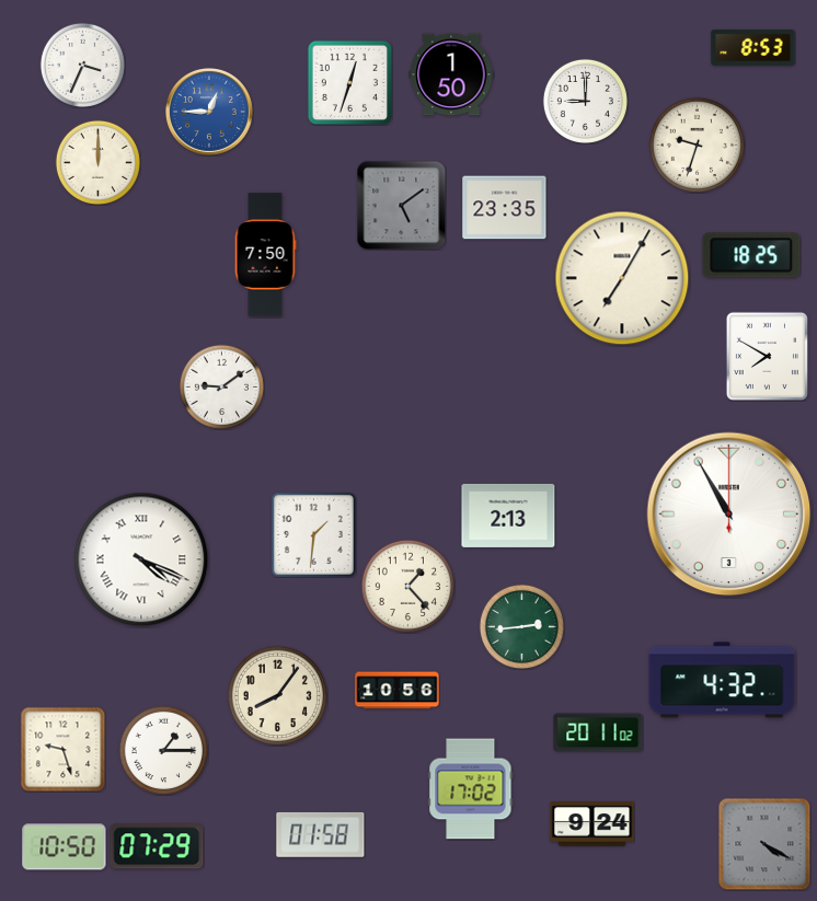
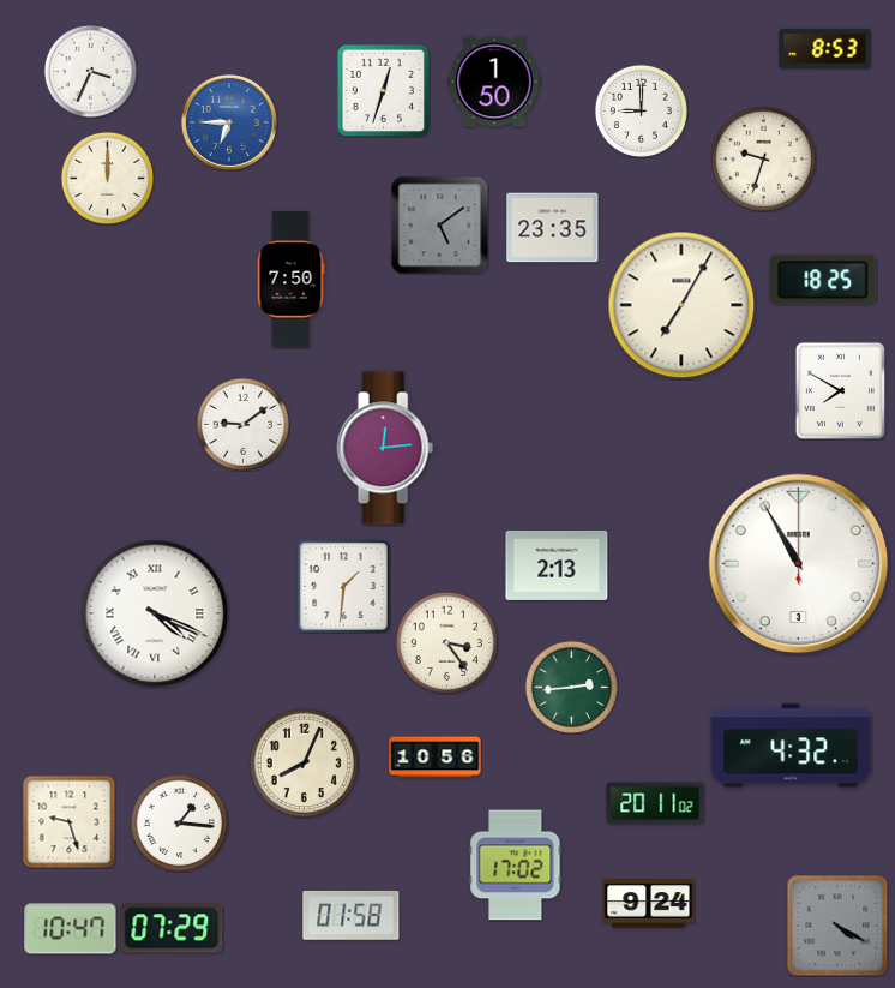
clock at (753, 47) position: (753, 47) -> (825, 48)
clock at (209, 112): 12:45 -> 6:45
clock at (385, 448): none -> 12:14
clock at (407, 586): 1:23 -> 3:24
clock at (277, 695): 8:06 -> 8:04
clock at (163, 750): 1:15 -> 1:16
clock at (65, 847): 10:50 -> 10:47
